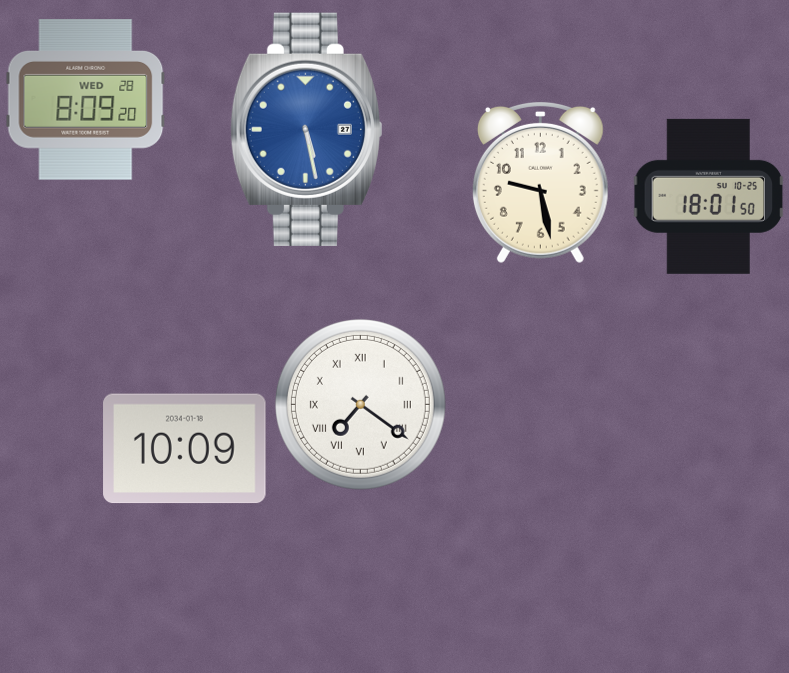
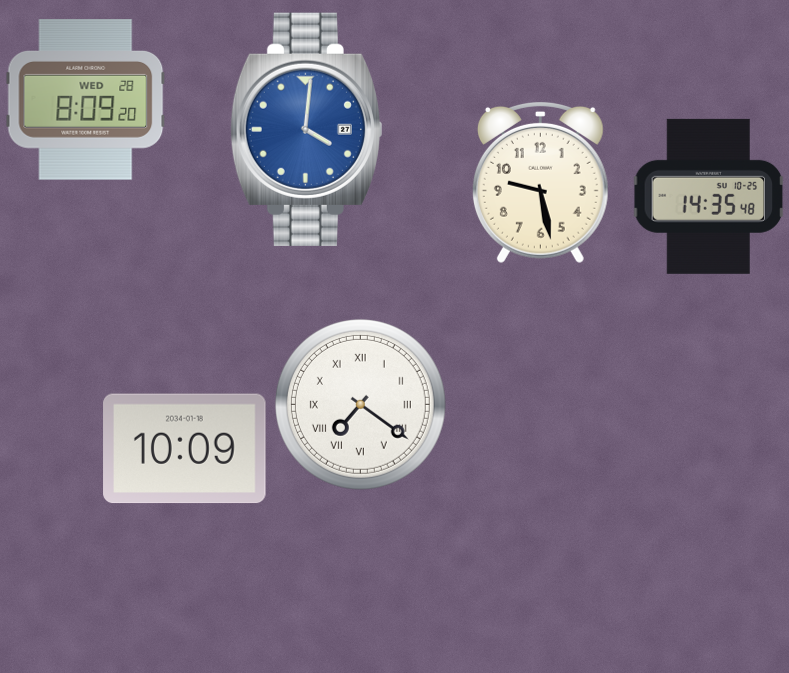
clock at (306, 129): 5:28 -> 4:01
clock at (709, 196): 18:01 -> 14:35
